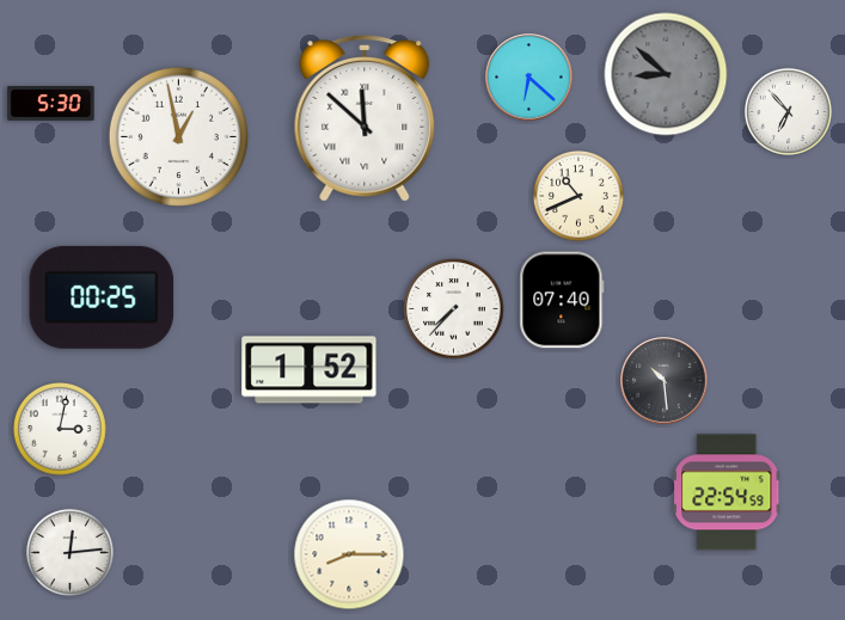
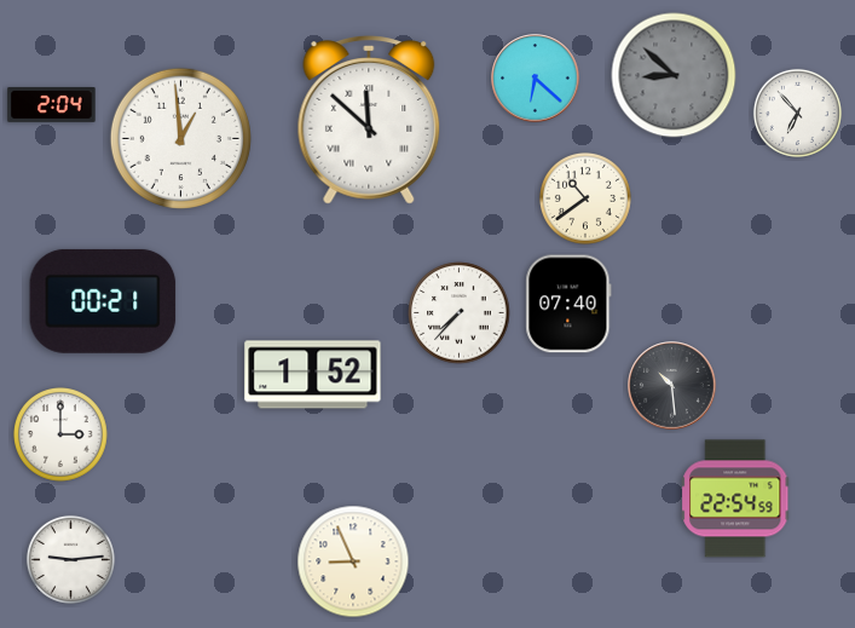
clock at (51, 104): 5:30 -> 2:04
clock at (178, 136): 12:58 -> 12:59
clock at (578, 196): 10:41 -> 10:39
clock at (102, 297): 00:25 -> 00:21
clock at (61, 430): 3:02 -> 3:00
clock at (69, 552): 12:14 -> 9:14
clock at (349, 554): 8:15 -> 8:56
